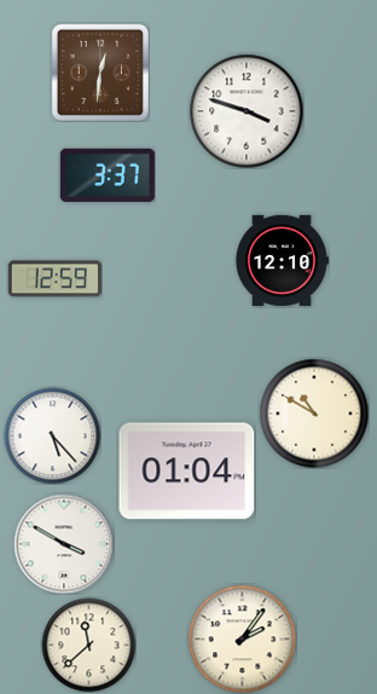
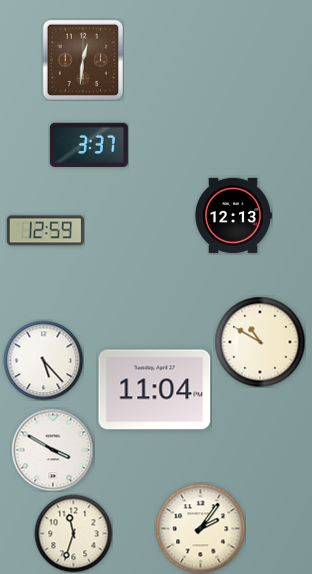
clock at (246, 111): 3:48 -> none
clock at (282, 260): 12:10 -> 12:13
clock at (187, 472): 01:04 -> 11:04
clock at (88, 644): 11:38 -> 11:33
